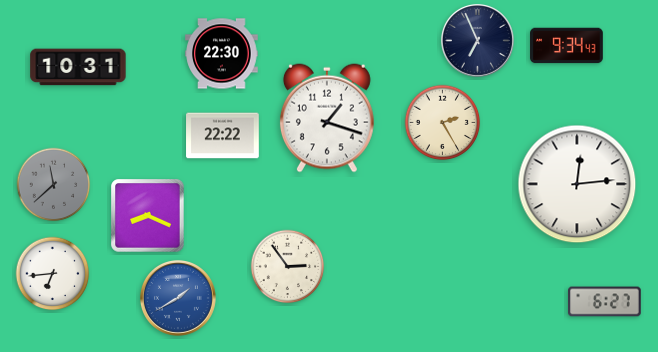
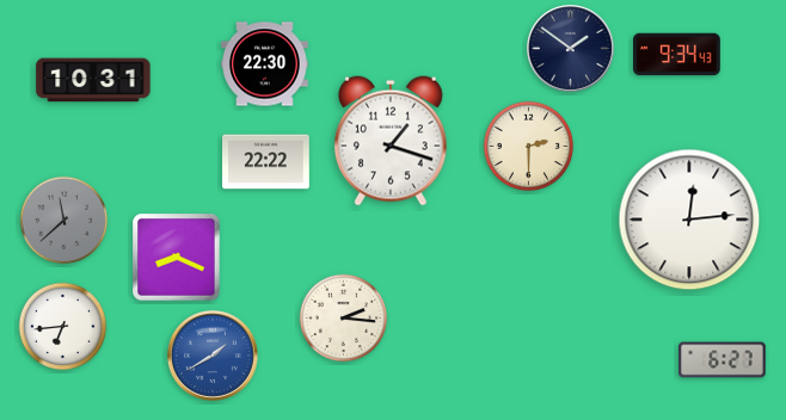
clock at (477, 40): 6:56 -> 1:51
clock at (443, 123): 2:25 -> 2:30
clock at (288, 267): 2:54 -> 2:16
